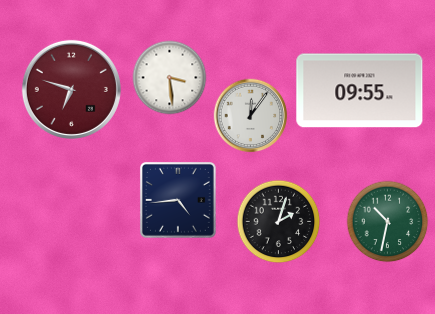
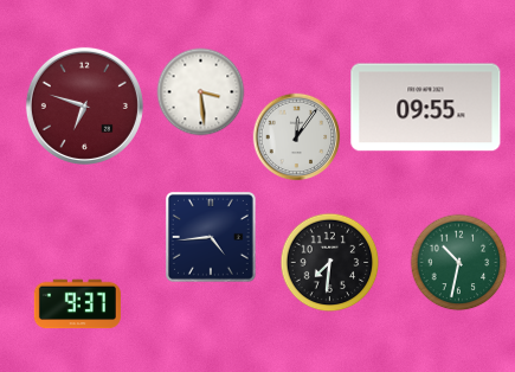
clock at (279, 222): 2:03 -> 7:31
clock at (77, 304): none -> 9:37
